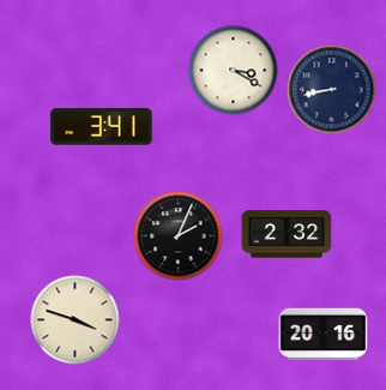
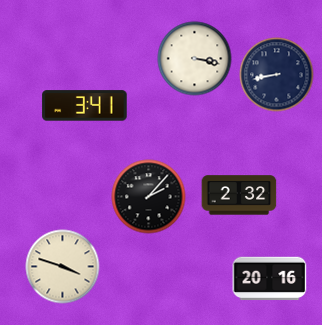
clock at (234, 71): 3:20 -> 3:17
clock at (179, 236): 2:04 -> 2:07
